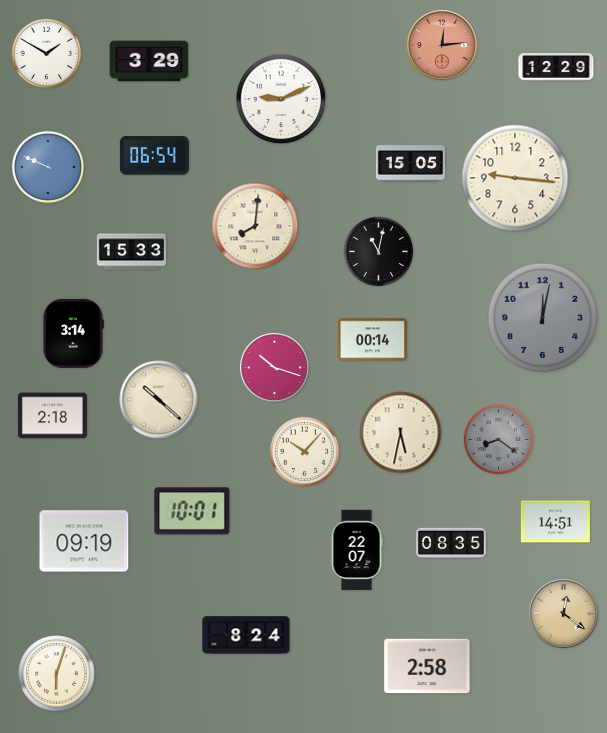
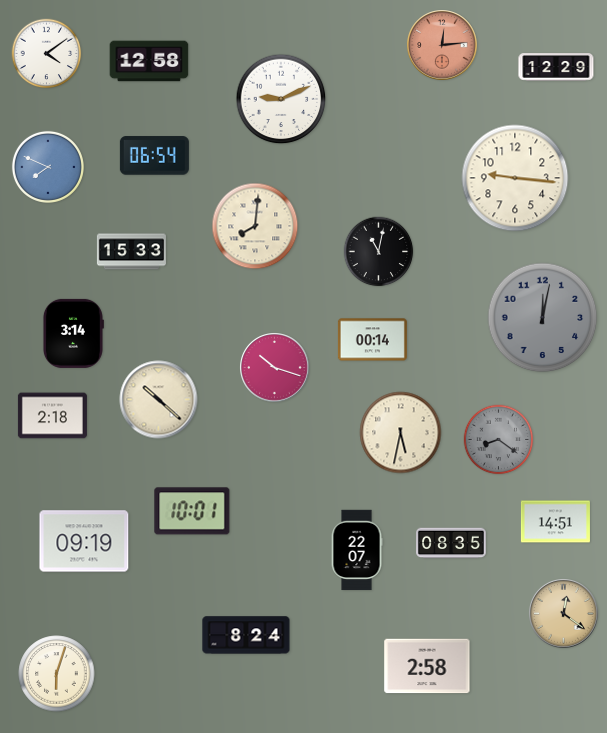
clock at (47, 54): 1:50 -> 4:09
clock at (149, 61): 3:29 -> 12:58
clock at (410, 164): 15:05 -> none
clock at (48, 167): 9:49 -> 7:49
clock at (305, 452): 10:07 -> none
